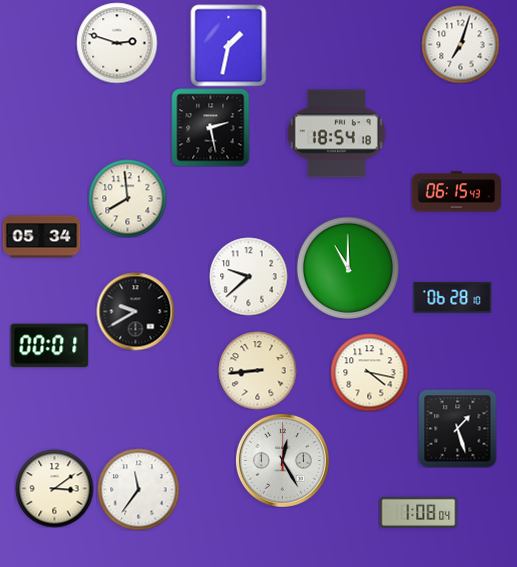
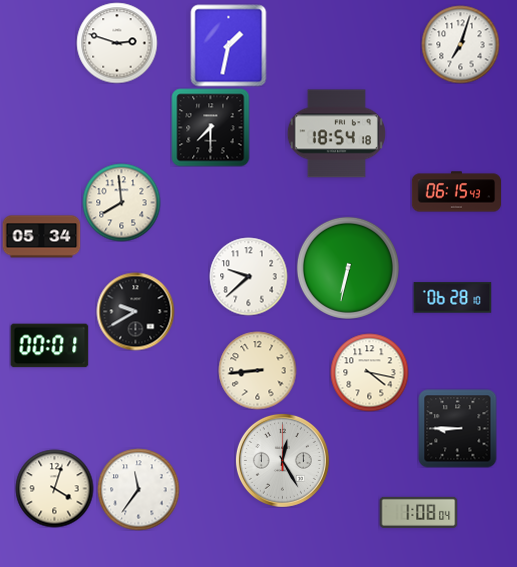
clock at (210, 127): 2:28 -> 7:30
clock at (127, 198) position: (127, 198) -> (121, 202)
clock at (348, 268): 11:00 -> 6:32
clock at (457, 428): 1:27 -> 8:45
clock at (54, 488): 3:09 -> 4:03
